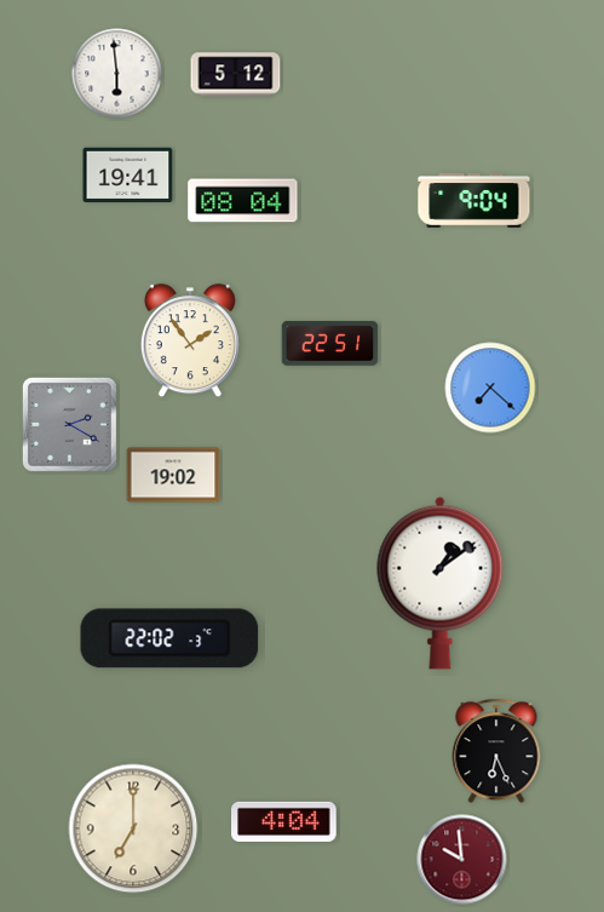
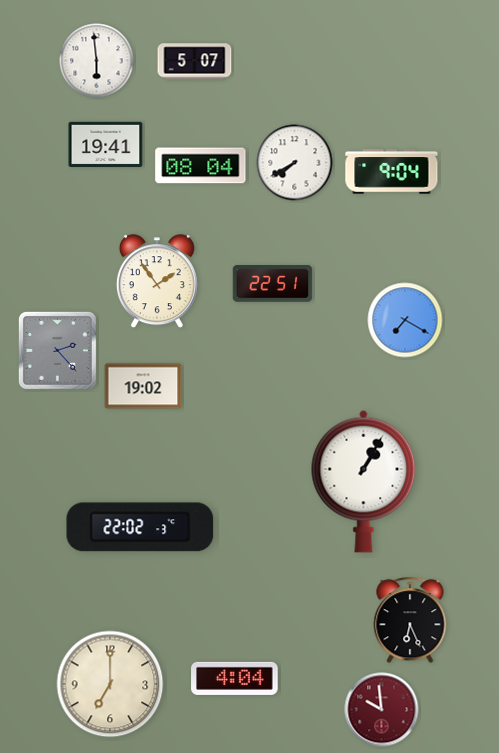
clock at (236, 75): 5:12 -> 5:07
clock at (295, 163): none -> 7:40
clock at (474, 201) position: (474, 201) -> (392, 172)
clock at (490, 388): 7:22 -> 7:20
clock at (69, 424): 2:20 -> 2:23
clock at (173, 475) position: (173, 475) -> (143, 386)
clock at (441, 583): 1:09 -> 1:05
